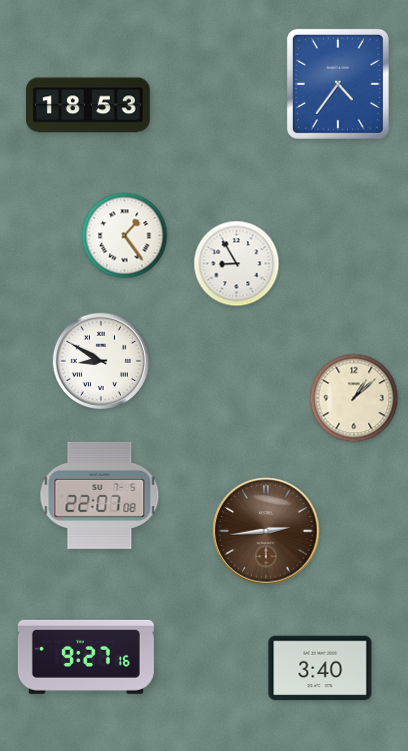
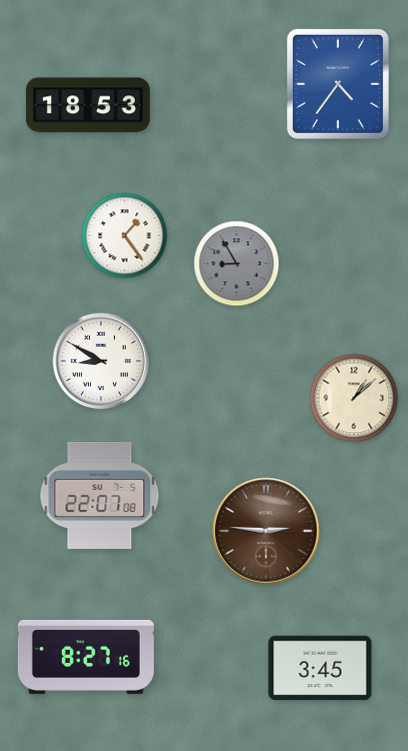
clock at (237, 264) dial: white -> grey
clock at (266, 531): 2:44 -> 2:46
clock at (86, 657): 9:27 -> 8:27
clock at (320, 668): 3:40 -> 3:45
